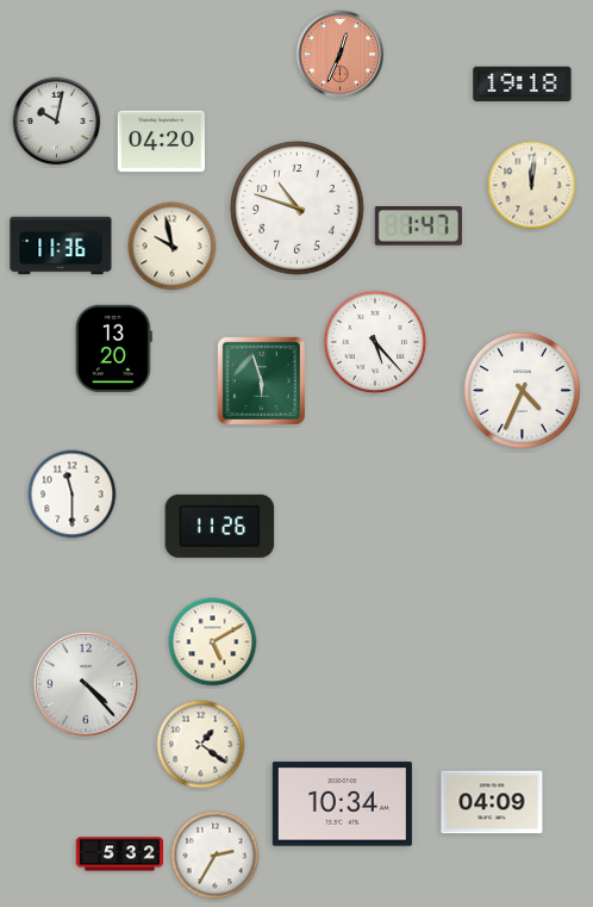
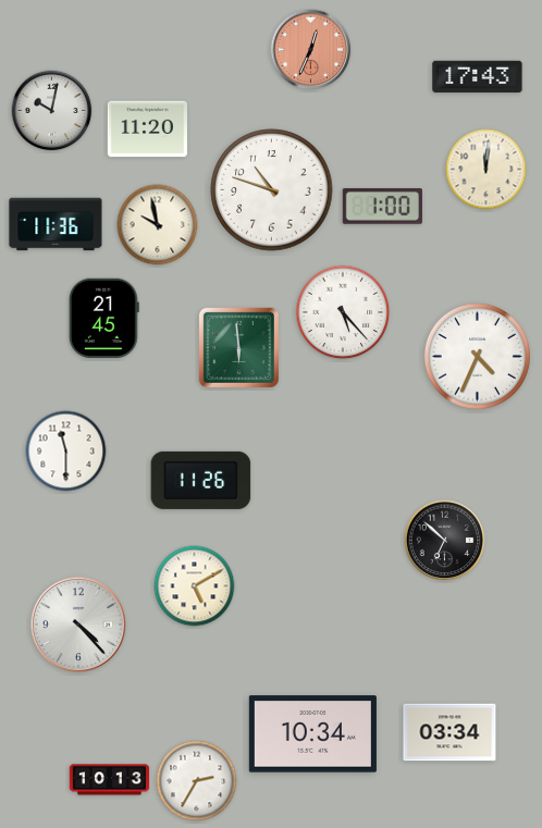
clock at (523, 85): 19:18 -> 17:43
clock at (161, 142): 04:20 -> 11:20
clock at (418, 226): 1:47 -> 1:00
clock at (113, 348): 13:20 -> 21:45
clock at (261, 380): 5:57 -> 5:59
clock at (445, 541): none -> 6:52
clock at (201, 745): 1:21 -> none
clock at (492, 802): 04:09 -> 03:34
clock at (120, 855): 5:32 -> 10:13
